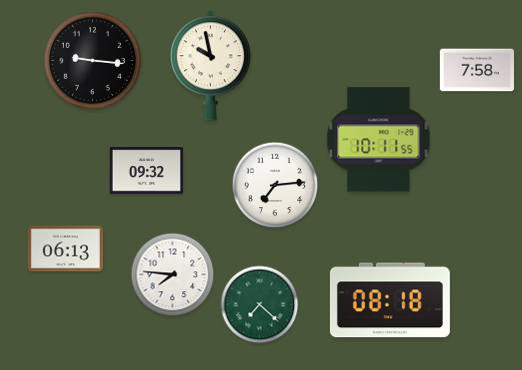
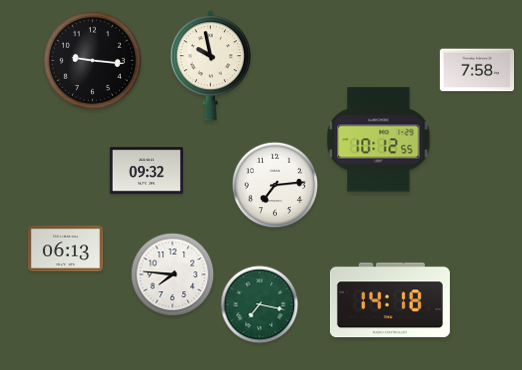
clock at (379, 140): 10:11 -> 10:12
clock at (390, 300): 08:18 -> 14:18
clock at (260, 305): 7:22 -> 7:17
